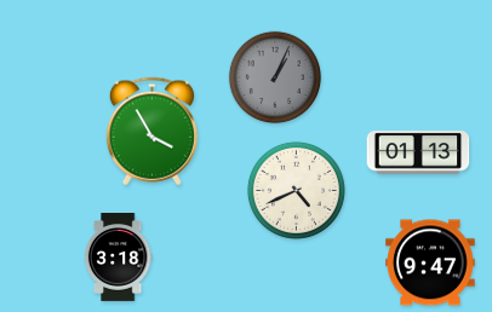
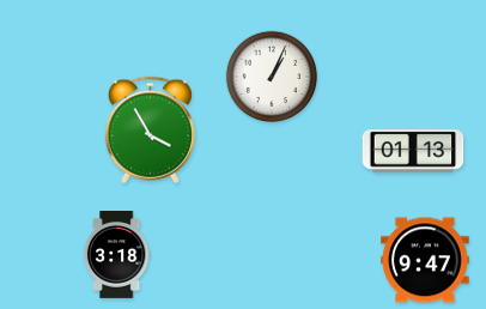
clock at (275, 77) dial: grey -> white
clock at (296, 190): 4:41 -> none
